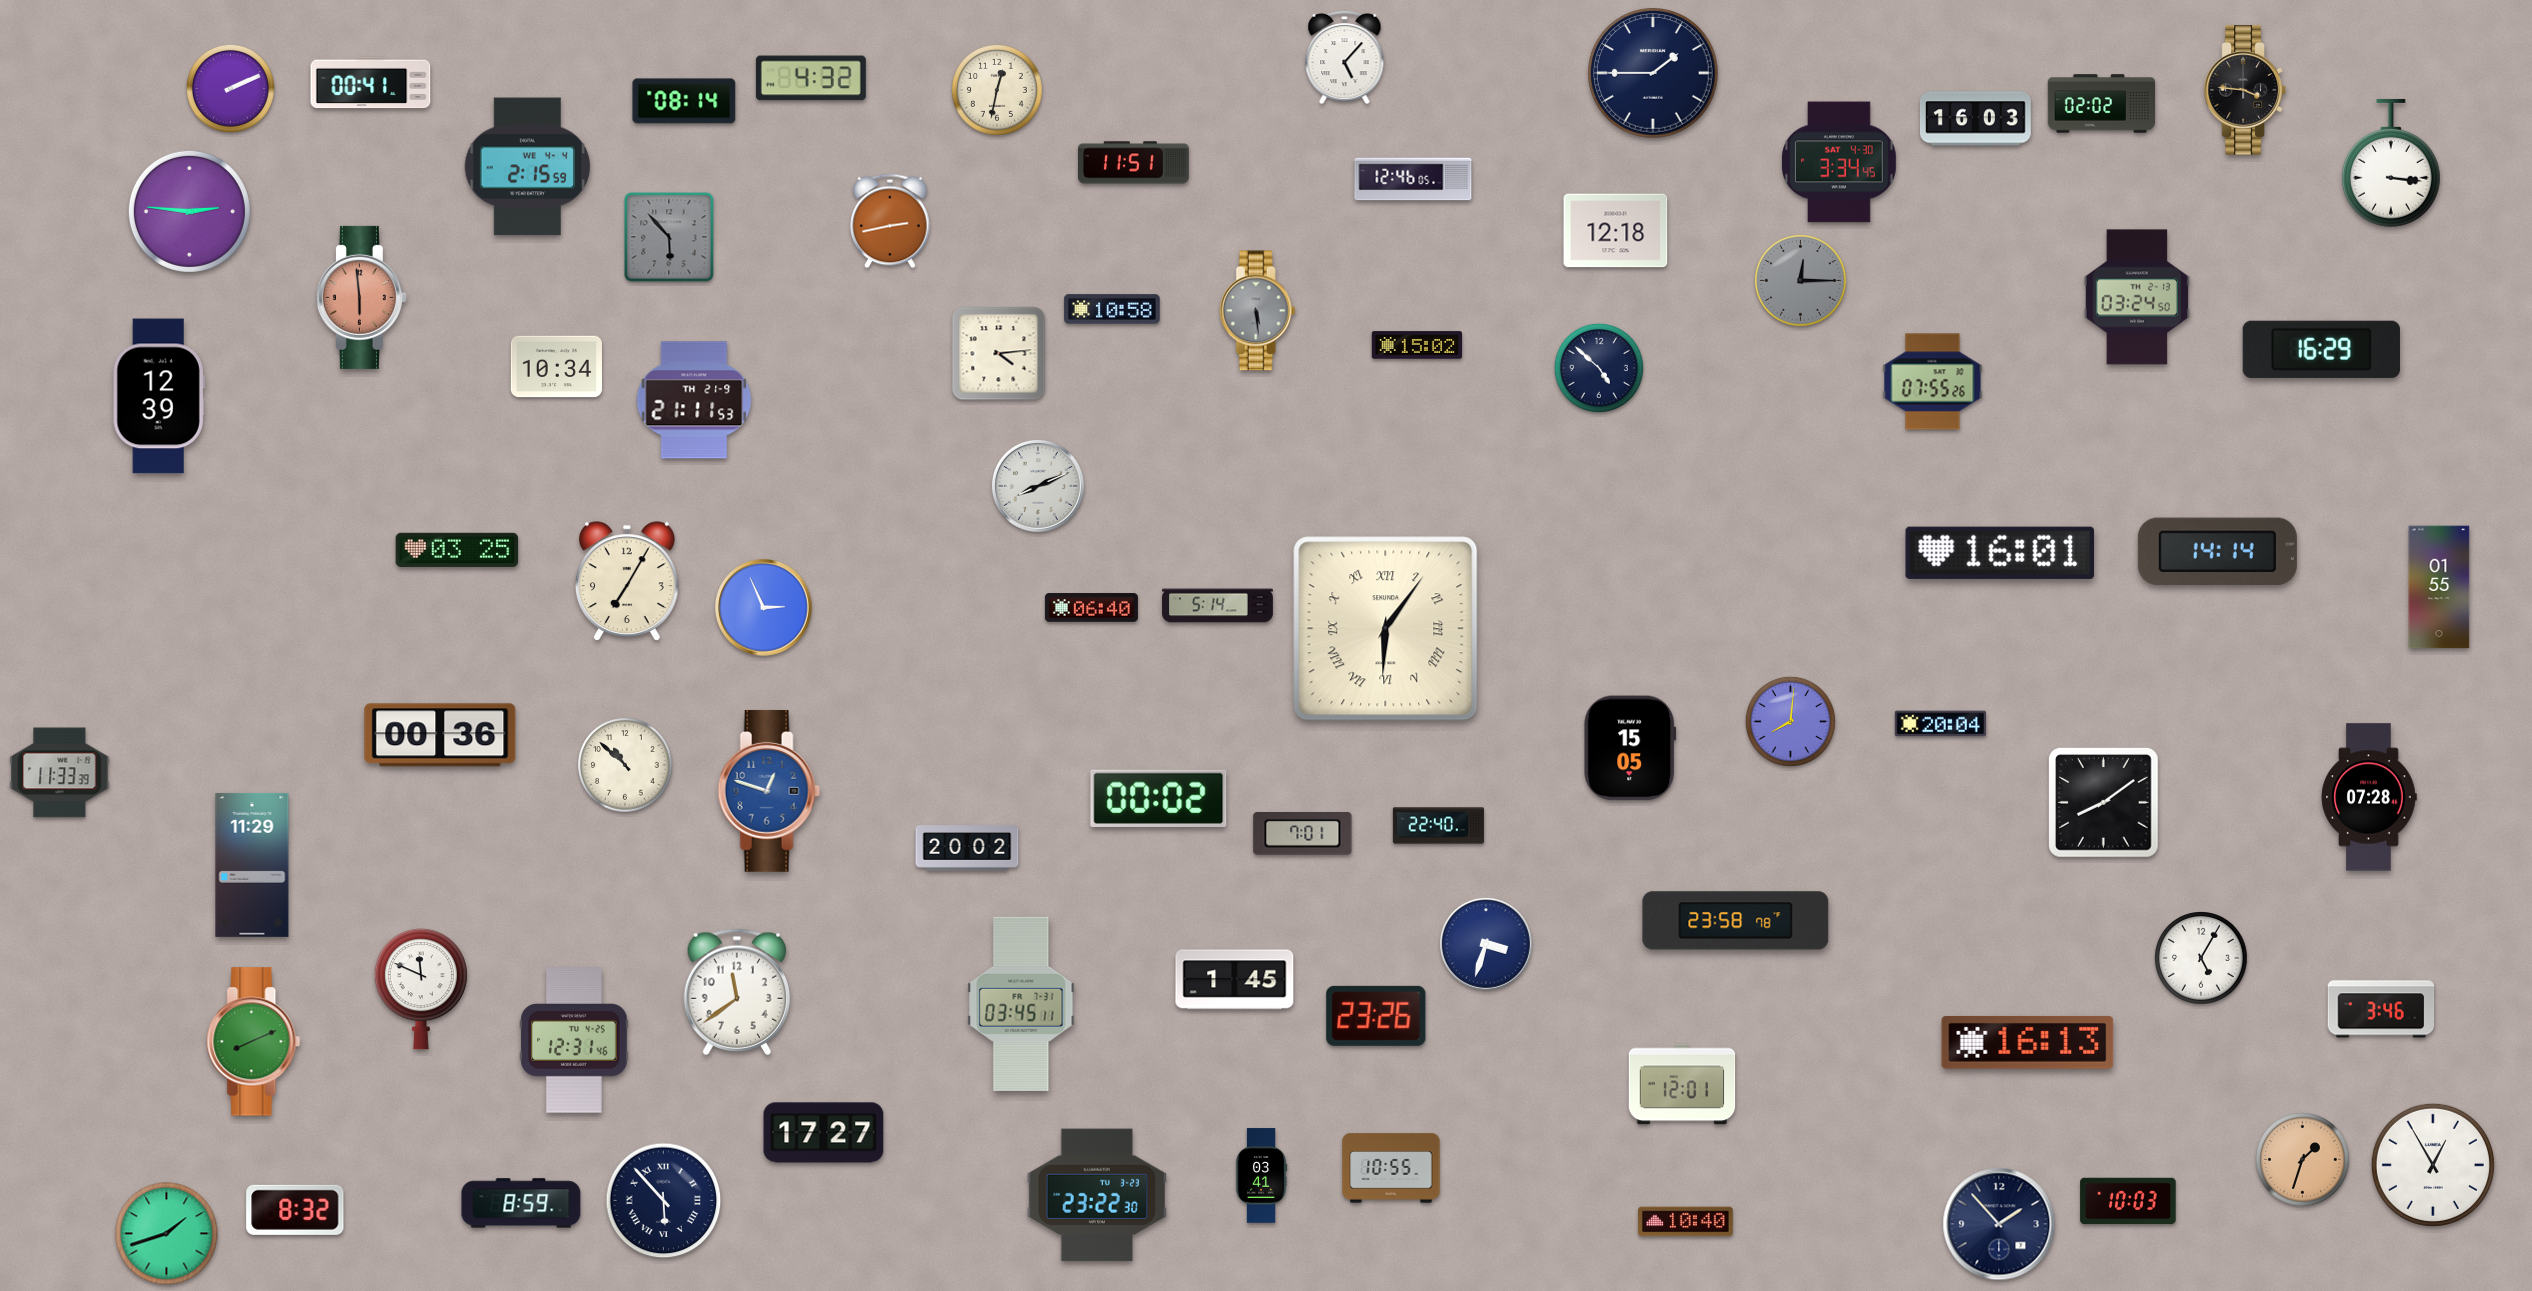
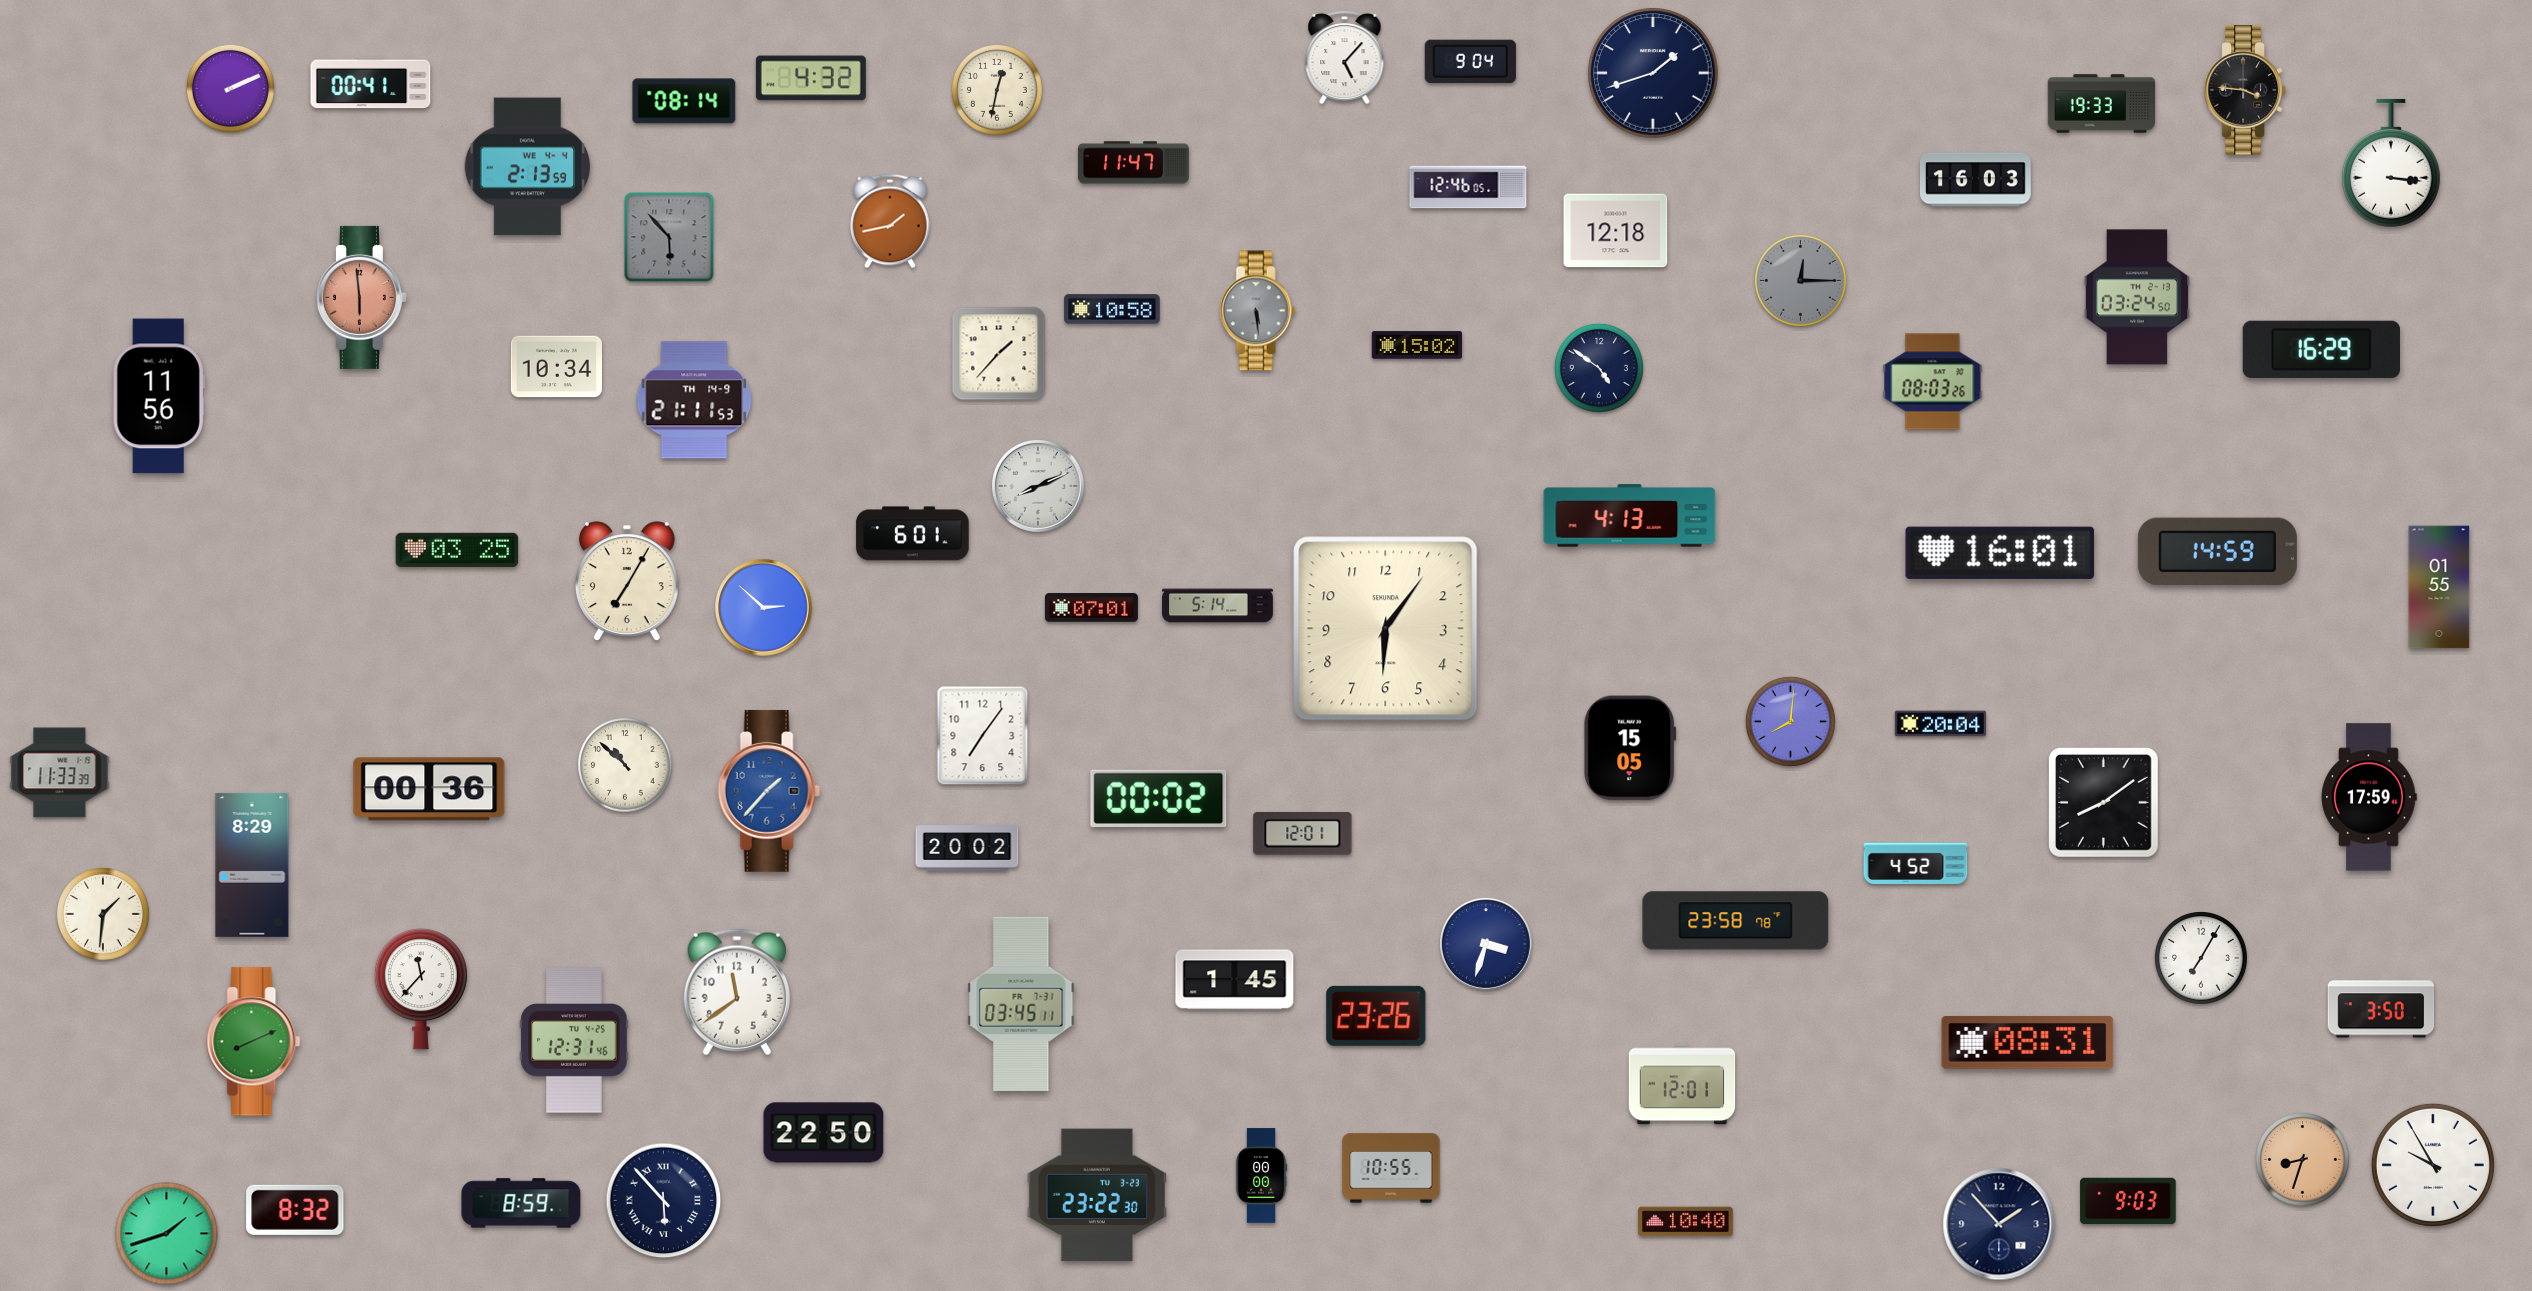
clock at (1470, 61): none -> 9:04
clock at (1653, 73): 1:45 -> 1:42
clock at (2102, 104): 02:02 -> 19:33
clock at (1975, 119) position: (1975, 119) -> (1975, 180)
clock at (1839, 162): 3:34 -> none
clock at (1134, 163): 11:51 -> 11:47
clock at (528, 167): 2:15 -> 2:13
clock at (1413, 179) position: (1413, 179) -> (1468, 187)
clock at (189, 211): 2:46 -> none
clock at (890, 221): 2:43 -> 1:43
clock at (999, 354): 4:14 -> 1:37
clock at (1599, 368): 4:52 -> 4:51
clock at (1933, 382): 07:55 -> 08:03
clock at (159, 396): 12:39 -> 11:56
clock at (694, 400) date: TH 21-9 -> TH 14-9
clock at (1630, 516): none -> 4:13
clock at (913, 534): none -> 6:01
clock at (2217, 552): 14:14 -> 14:59
clock at (764, 608): 2:56 -> 2:52
clock at (1091, 608): 06:40 -> 07:01
clock at (1386, 629) numerals: Roman -> Arabic
clock at (440, 735) position: (440, 735) -> (429, 789)
clock at (983, 736): none -> 7:06
clock at (769, 791): 12:48 -> 1:37
clock at (2369, 797): 07:28 -> 17:59
clock at (1438, 826): 22:40 -> none
clock at (1303, 834): 7:01 -> 12:01
clock at (1916, 863): none -> 4:52
clock at (252, 865): 11:29 -> 8:29
clock at (104, 914): none -> 1:31
clock at (2202, 958): 5:05 -> 7:05
clock at (421, 989): 11:49 -> 11:37
clock at (2381, 1009): 3:46 -> 3:50
clock at (2028, 1042): 16:13 -> 08:31
clock at (824, 1133): 17:27 -> 22:50
clock at (2303, 1160): 1:33 -> 8:33
clock at (2433, 1165): 12:55 -> 9:55
clock at (1261, 1176): 03:41 -> 00:00
clock at (2128, 1201): 10:03 -> 9:03
